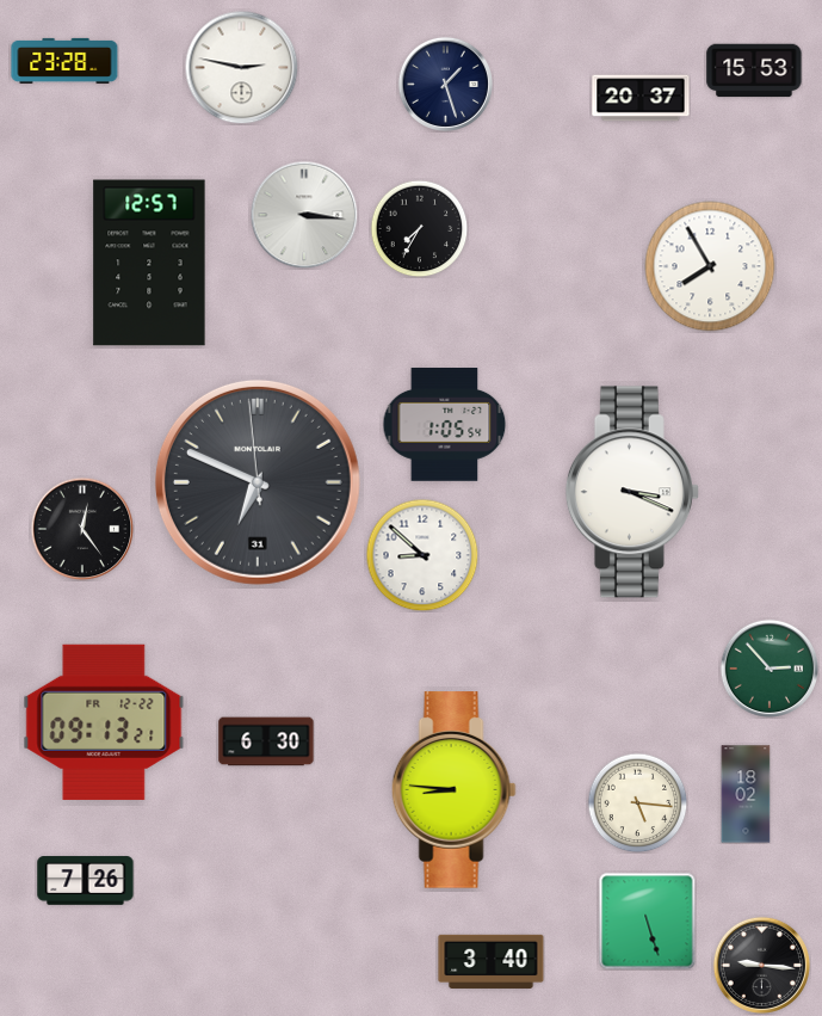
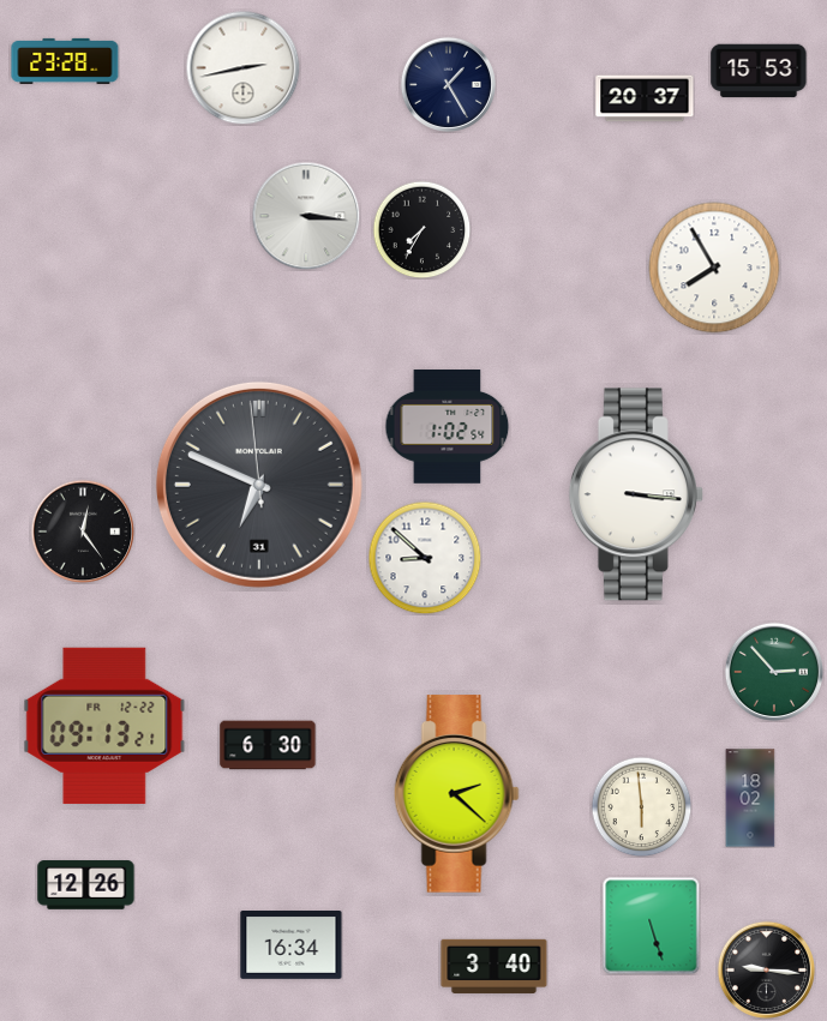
clock at (241, 67): 2:47 -> 2:43
clock at (445, 84): 1:27 -> 1:25
clock at (149, 263): 12:57 -> none
clock at (445, 425): 1:05 -> 1:02
clock at (632, 492): 3:19 -> 3:16
clock at (453, 790): 8:46 -> 2:22
clock at (637, 802): 5:16 -> 5:59
clock at (86, 881): 7:26 -> 12:26
clock at (292, 945): none -> 16:34
